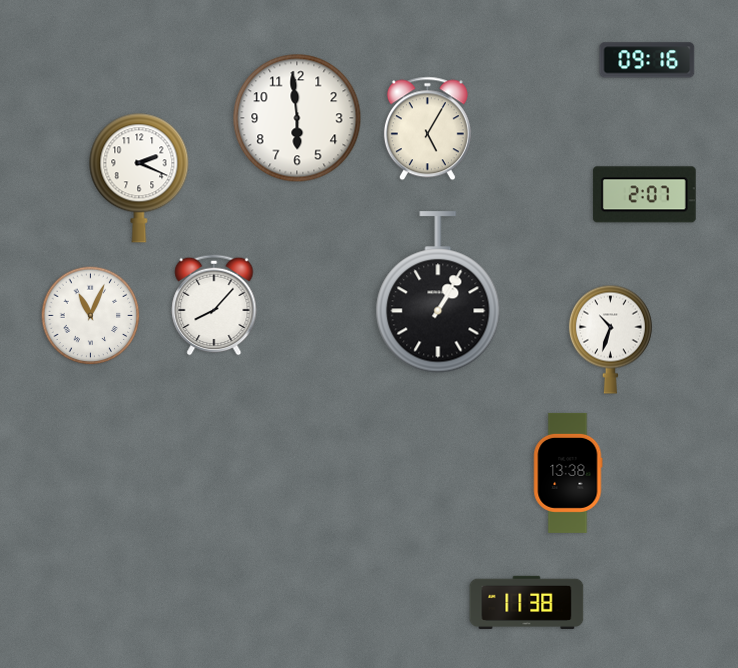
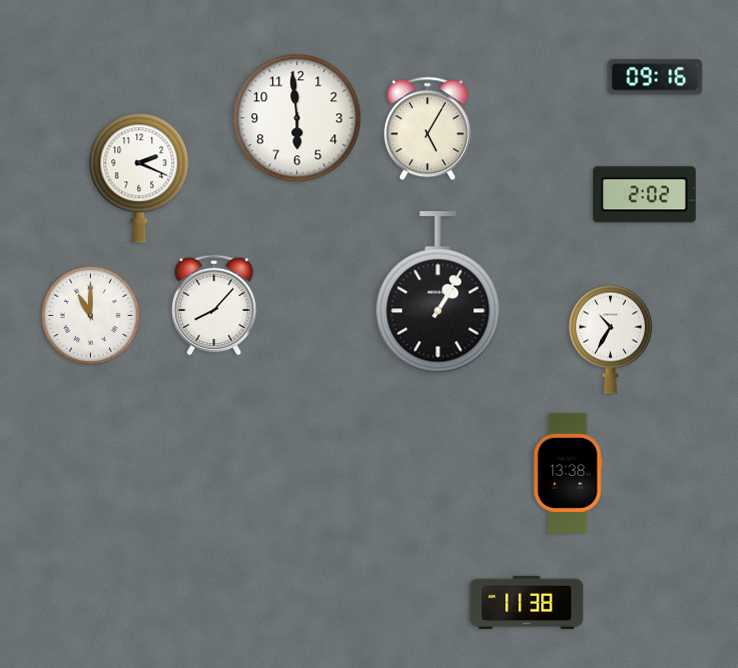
clock at (647, 60) position: (647, 60) -> (655, 77)
clock at (644, 195): 2:07 -> 2:02
clock at (91, 316): 11:04 -> 11:00
clock at (610, 339): 10:33 -> 10:35
